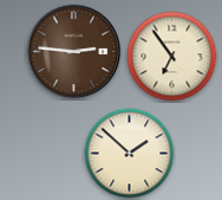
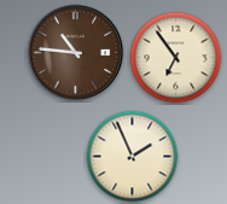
clock at (74, 52): 2:46 -> 10:46
clock at (130, 154): 1:52 -> 1:56
